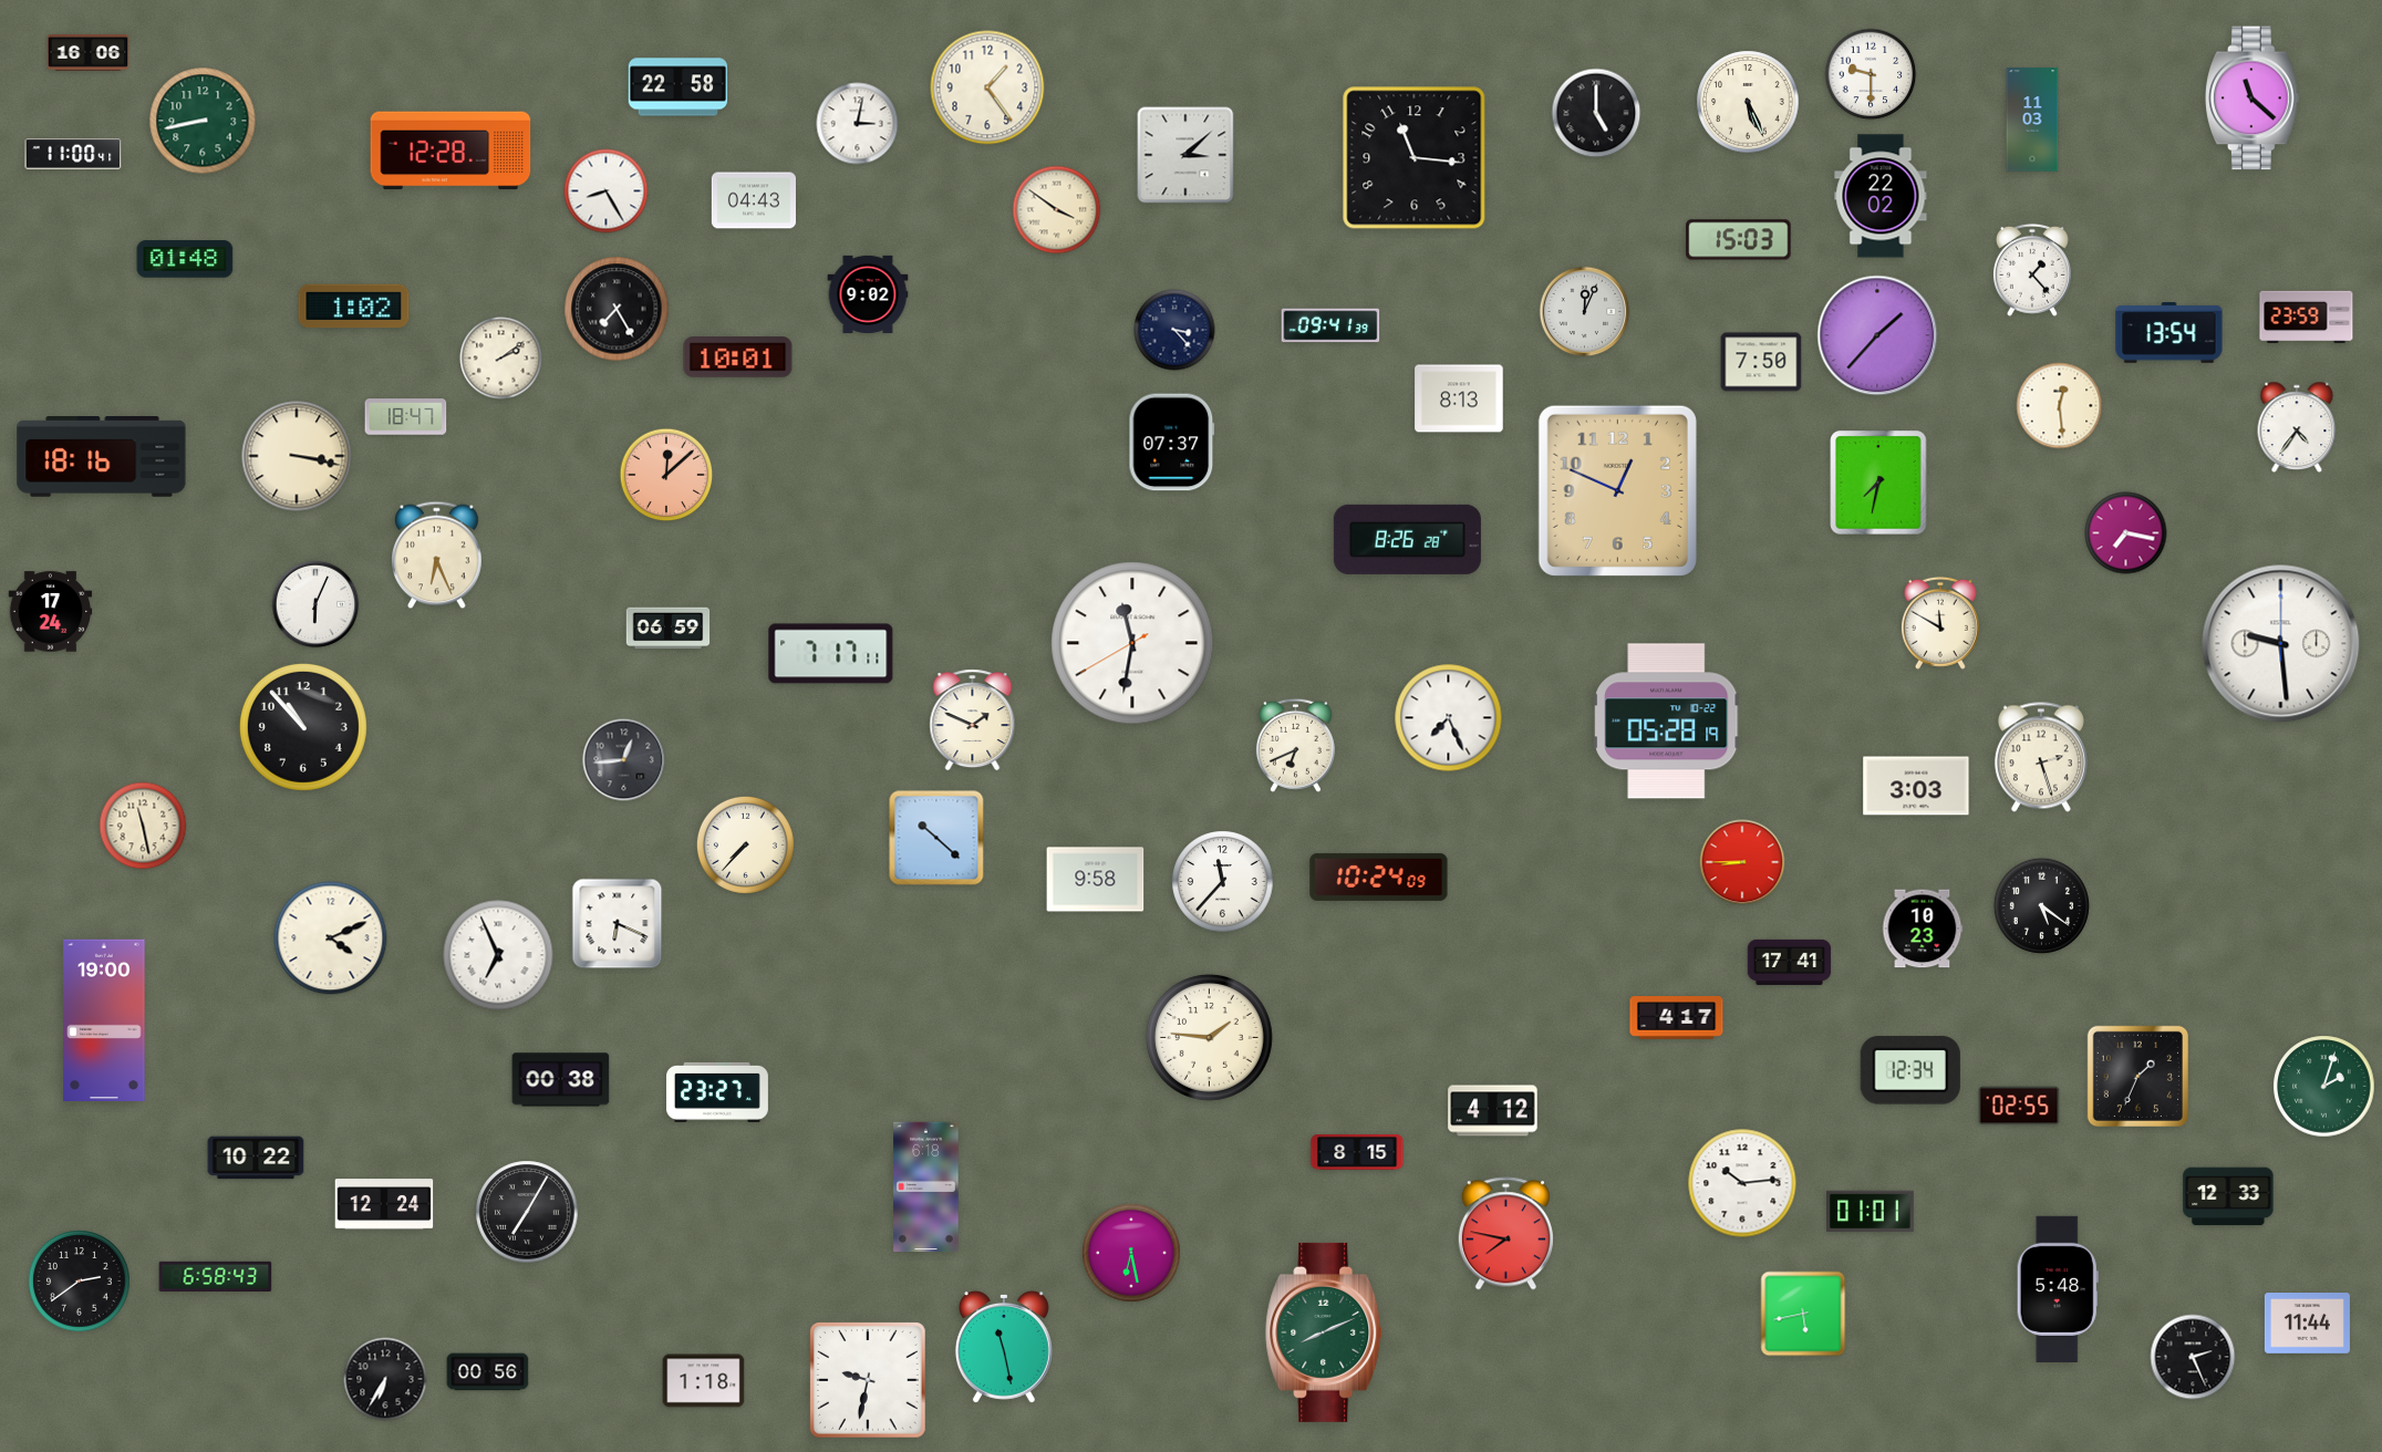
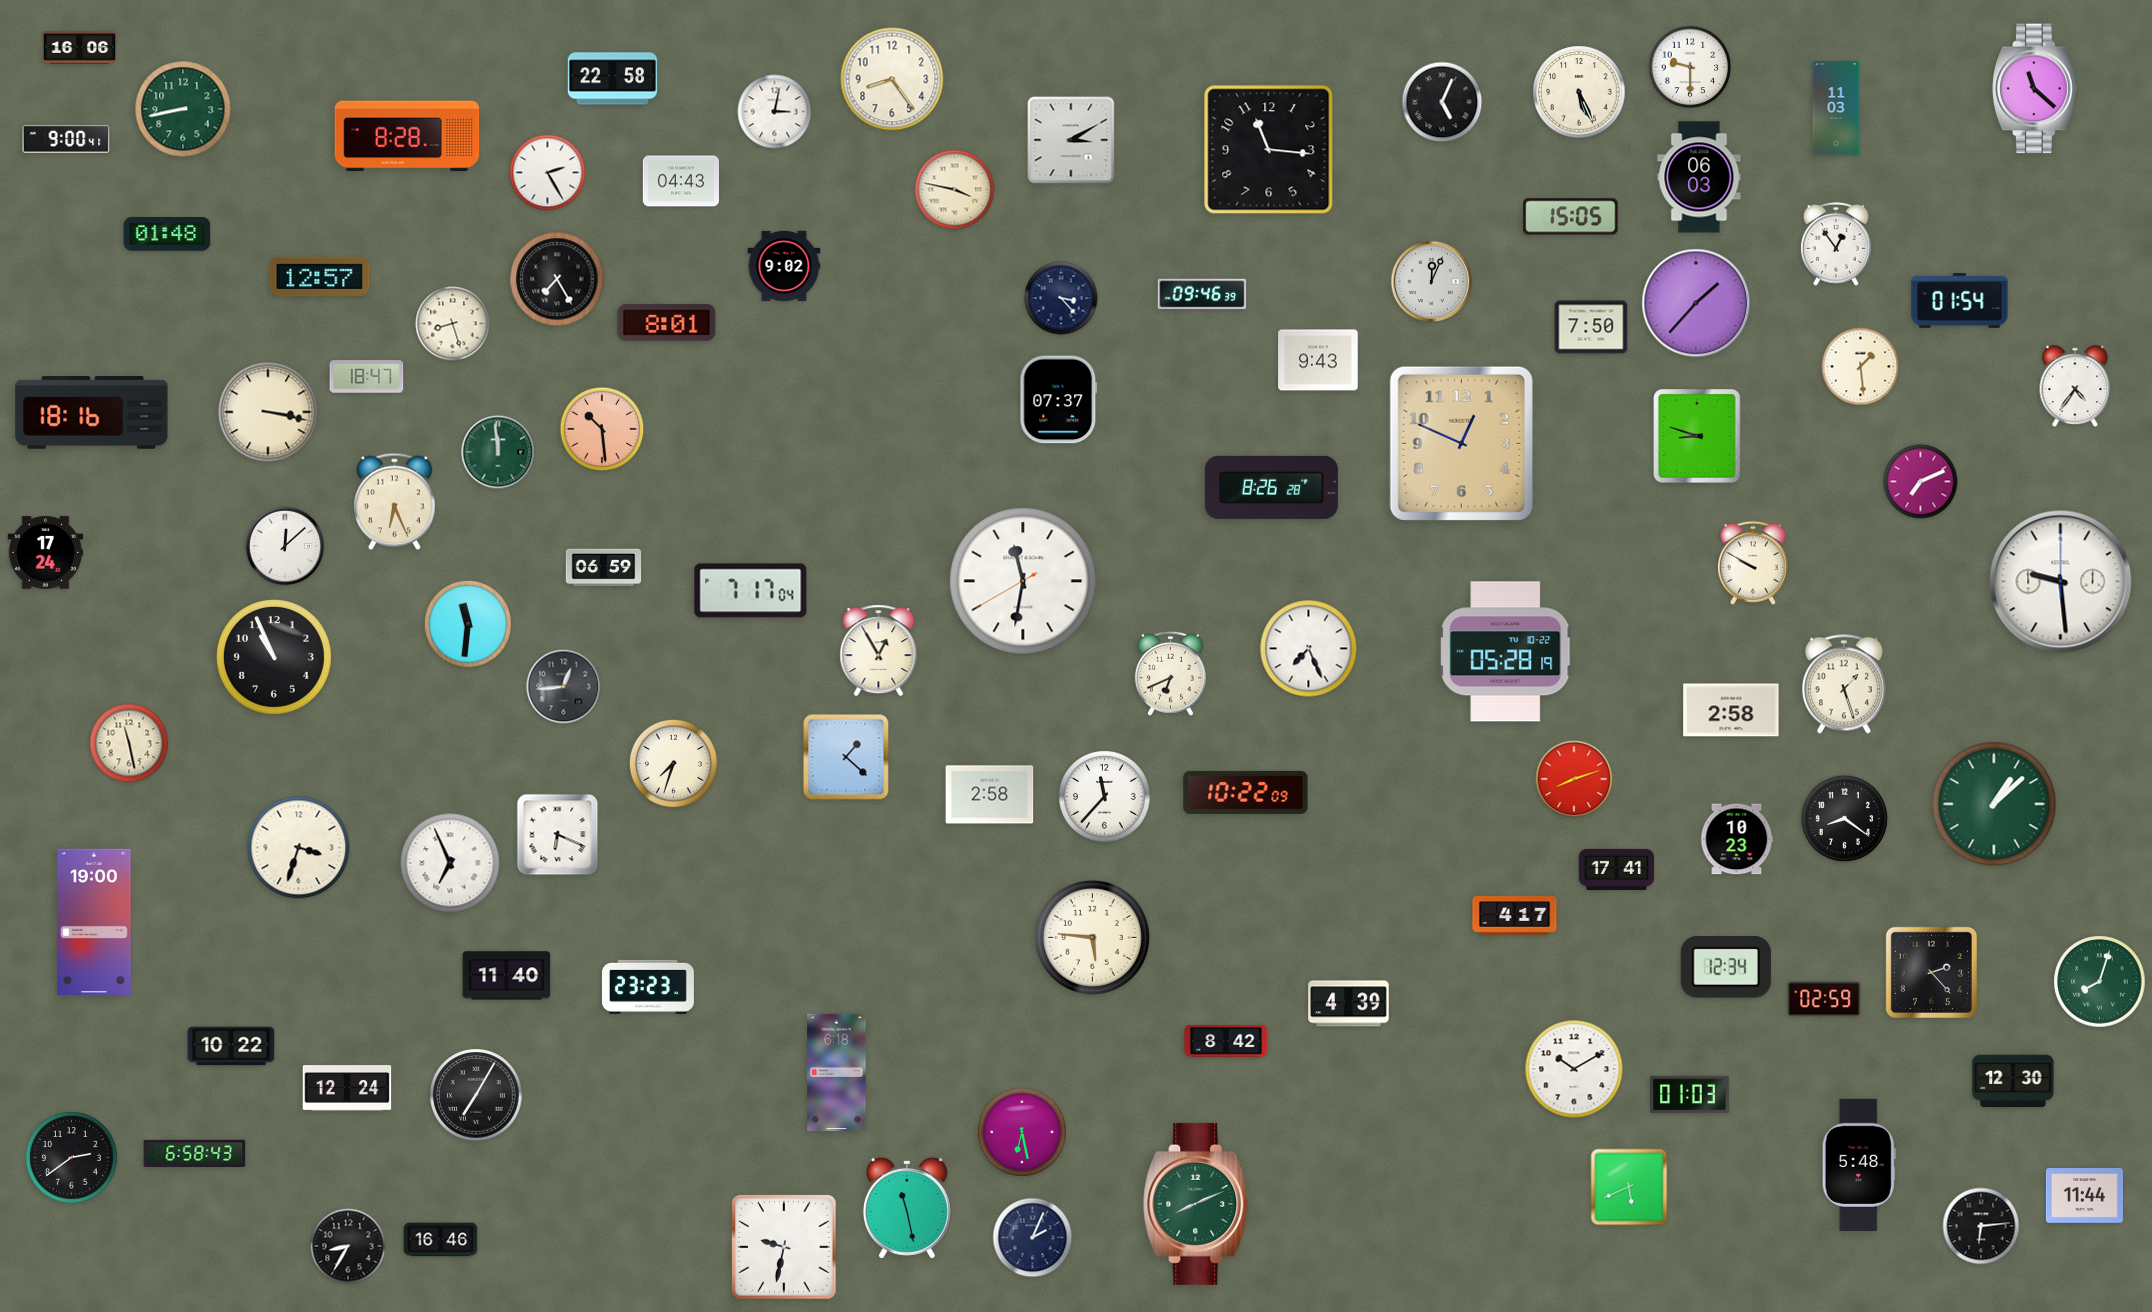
clock at (987, 87): 1:24 -> 8:24
clock at (1596, 113): 5:00 -> 5:04
clock at (450, 151): 12:28 -> 8:28
clock at (73, 154): 11:00 -> 9:00
clock at (1185, 155): 3:08 -> 3:10
clock at (1415, 158) position: (1415, 158) -> (1269, 150)
clock at (607, 191): 8:25 -> 2:25
clock at (1881, 196): 22:02 -> 06:03
clock at (1057, 210): 3:51 -> 3:47
clock at (1739, 240): 15:03 -> 15:05
clock at (2032, 270): 1:23 -> 12:54
clock at (354, 307): 1:02 -> 12:57
clock at (2307, 317): 23:59 -> none
clock at (1330, 325): 09:41 -> 09:46
clock at (2169, 333): 13:54 -> 01:54
clock at (738, 357): 10:01 -> 8:01
clock at (501, 359): 2:09 -> 8:27
clock at (1459, 398): 8:13 -> 9:43
clock at (2060, 406): 12:29 -> 1:29
clock at (666, 475): 12:08 -> 10:29
clock at (1878, 483): 7:32 -> 8:48
clock at (498, 452): none -> 11:59
clock at (2126, 533): 7:17 -> 7:11
clock at (315, 604): 6:04 -> 12:08
clock at (1940, 623): 11:50 -> 9:50
clock at (831, 654): 7:17:11 -> 7:17:04
clock at (468, 624): none -> 11:31
clock at (973, 720): 1:49 -> 12:55
clock at (303, 727): 10:53 -> 10:56
clock at (2041, 757): 2:27 -> 1:27
clock at (1916, 786): 3:03 -> 2:58
clock at (143, 826) position: (143, 826) -> (129, 743)
clock at (936, 838): 10:22 -> 1:22
clock at (745, 844): 7:37 -> 7:33
clock at (1742, 862): 8:45 -> 8:12
clock at (1379, 877): 10:24 -> 10:22
clock at (1096, 880): 9:58 -> 2:58
clock at (1994, 804): none -> 1:08
clock at (2041, 905): 5:21 -> 8:21
clock at (331, 938): 4:11 -> 3:33
clock at (1677, 1018) position: (1677, 1018) -> (1515, 916)
clock at (1209, 1037): 1:46 -> 5:46
clock at (2137, 1076): 1:34 -> 2:23
clock at (561, 1080): 00:38 -> 11:40
clock at (2324, 1087): 2:03 -> 8:03
clock at (717, 1092): 23:27 -> 23:23
clock at (2019, 1106): 02:55 -> 02:59
clock at (1493, 1111): 4:12 -> 4:39
clock at (1357, 1152): 8:15 -> 8:42
clock at (1742, 1183): 10:14 -> 10:10
clock at (2228, 1196): 12:33 -> 12:30
clock at (1871, 1212): 01:01 -> 01:03
clock at (1505, 1234): 7:47 -> none
clock at (1803, 1314): 5:43 -> 5:41
clock at (1004, 1347) position: (1004, 1347) -> (907, 1208)
clock at (2193, 1357): 2:26 -> 6:14
clock at (1033, 1238): none -> 2:04
clock at (488, 1372): 00:56 -> 16:46
clock at (385, 1379): 6:35 -> 8:35
clock at (704, 1381): 1:18 -> none
